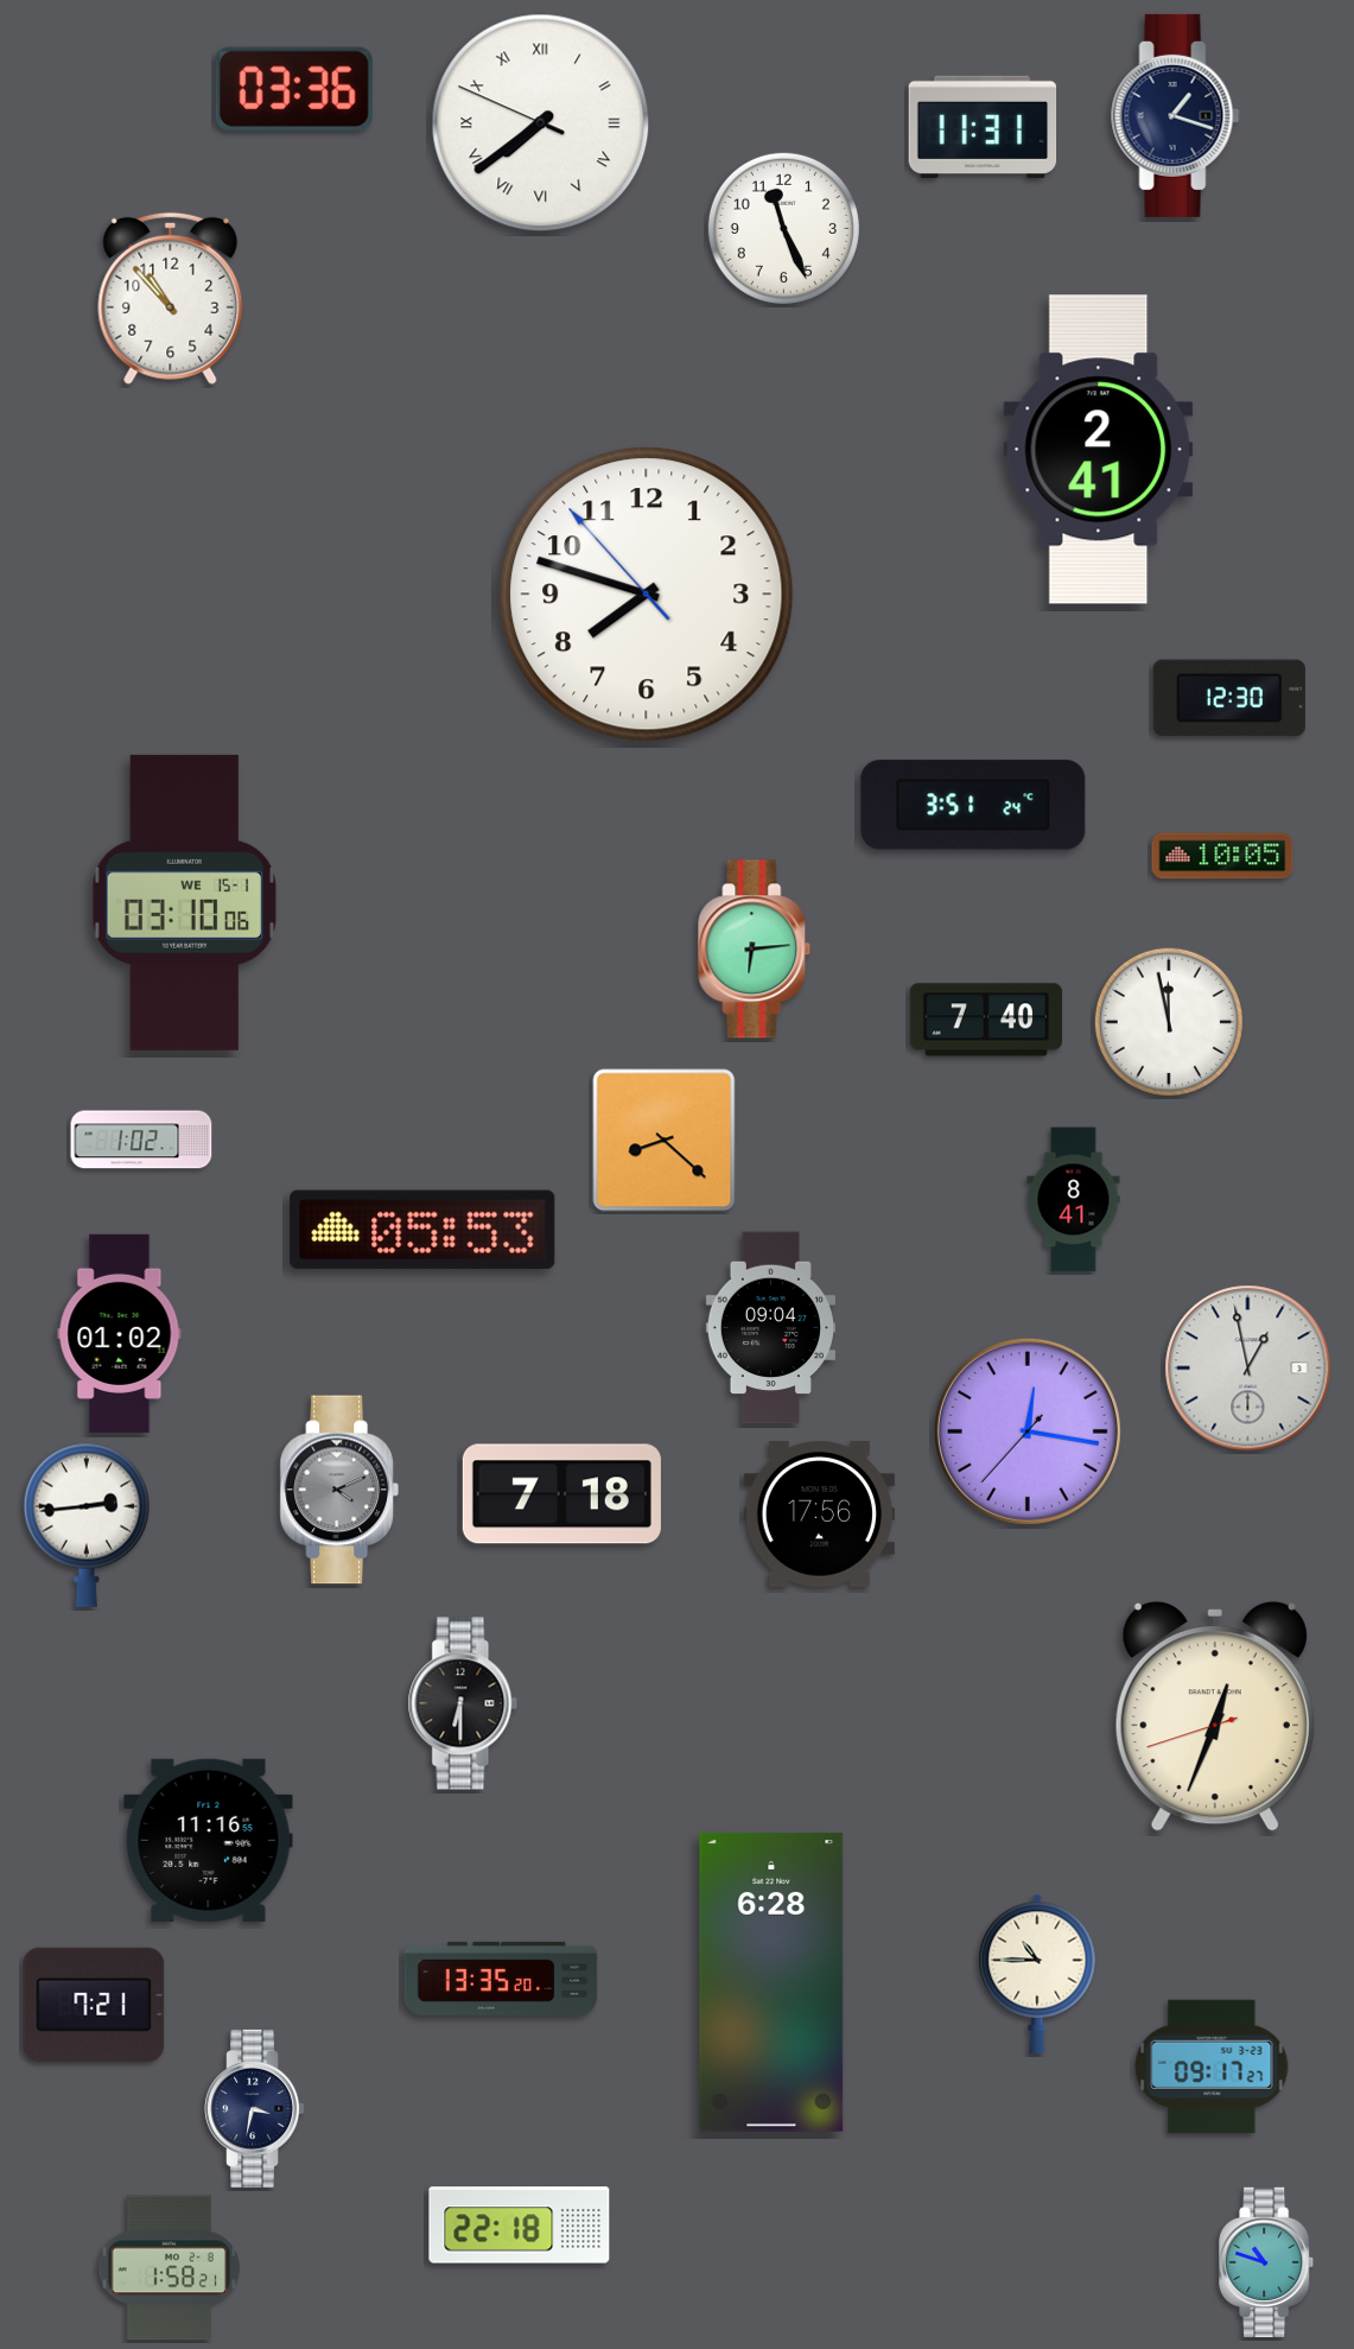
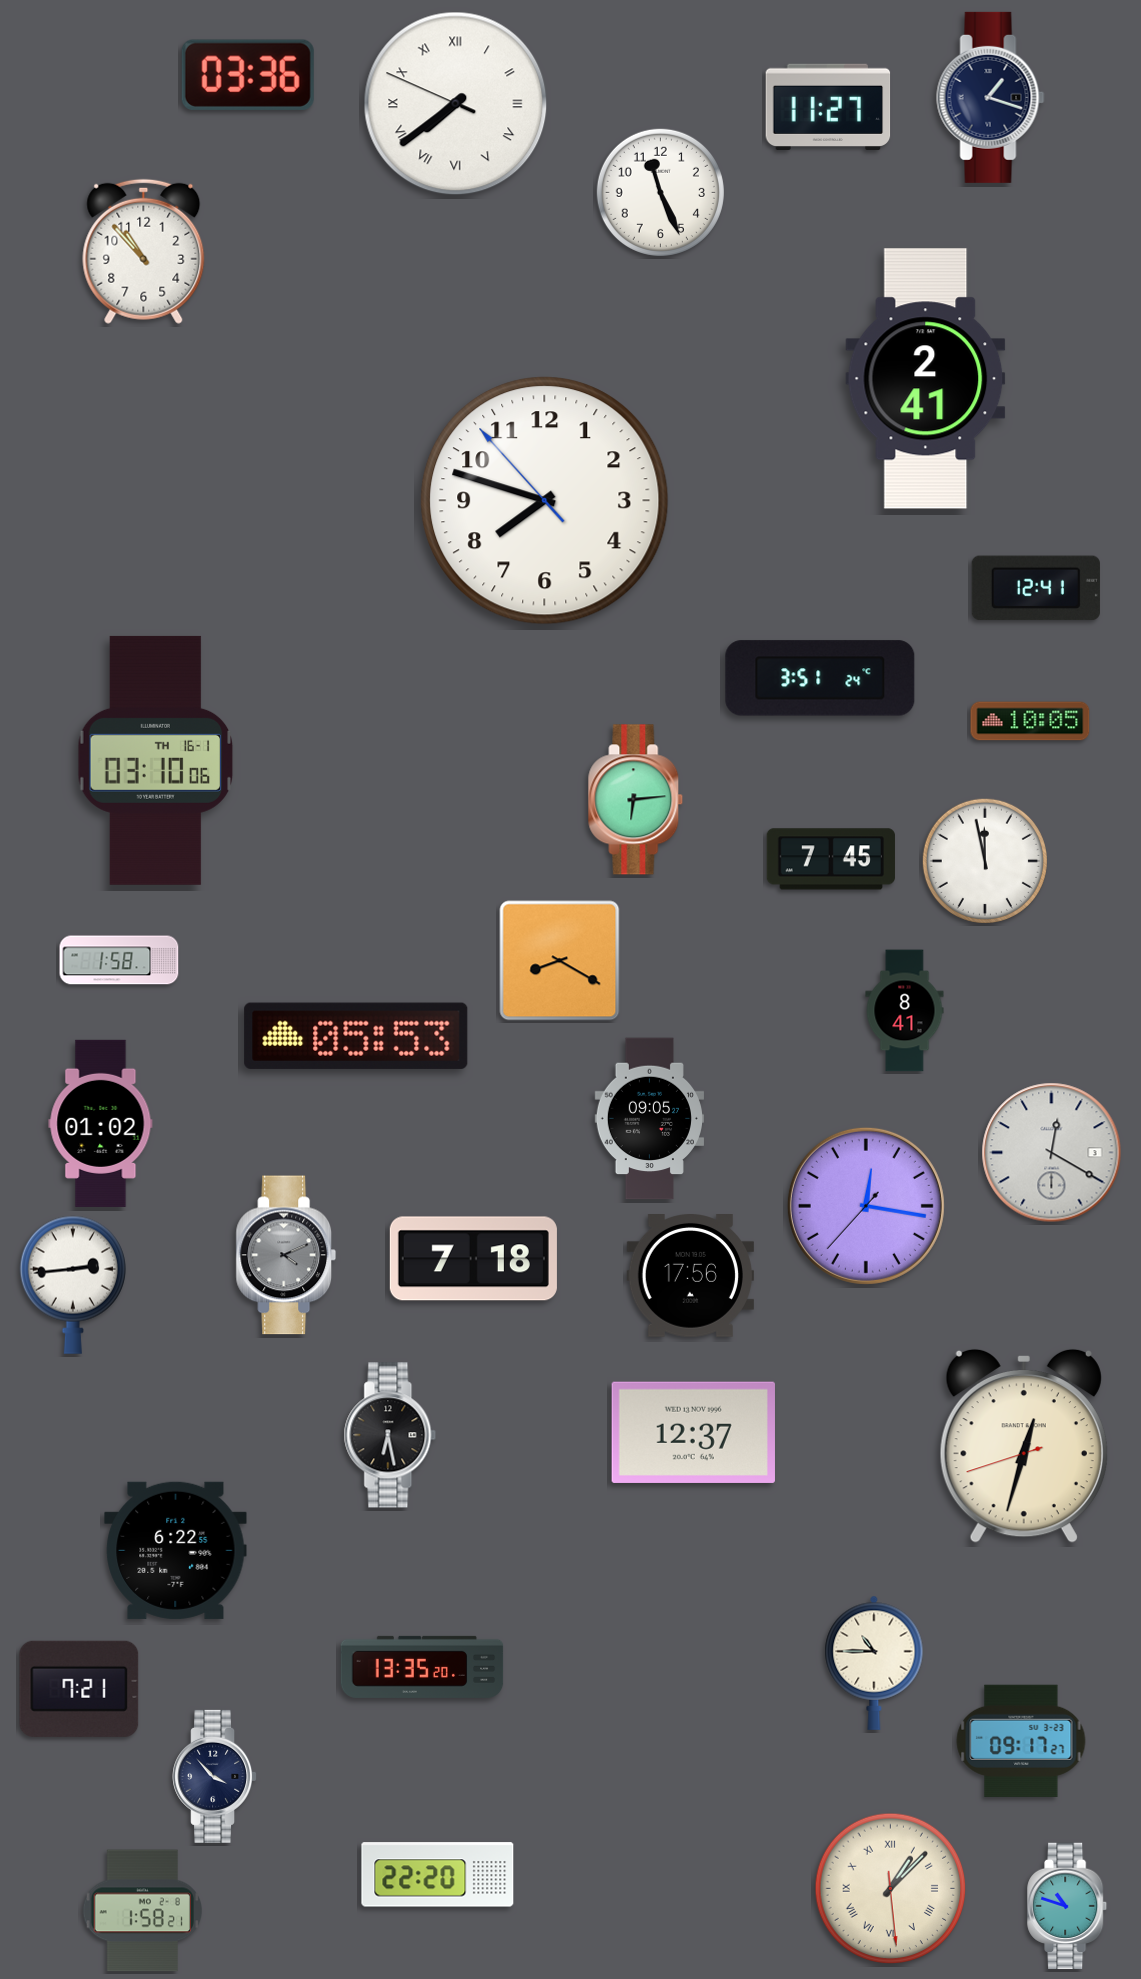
clock at (983, 126): 11:31 -> 11:27
clock at (1229, 698): 12:30 -> 12:41
clock at (185, 902) date: WE 15-1 -> TH 16-1
clock at (986, 1020): 7:40 -> 7:45
clock at (141, 1139): 1:02 -> 1:58
clock at (665, 1141): 8:22 -> 8:20
clock at (770, 1328): 09:04 -> 09:05
clock at (1248, 1369): 12:58 -> 12:20
clock at (693, 1432): none -> 12:37
clock at (463, 1703): 6:30 -> 6:28
clock at (1215, 1716): 12:33 -> 12:32
clock at (209, 1840): 11:16 -> 6:22
clock at (771, 1982): 6:28 -> none
clock at (255, 2108): 3:32 -> 3:53
clock at (520, 2226): 22:18 -> 22:20
clock at (891, 1889): none -> 1:07
